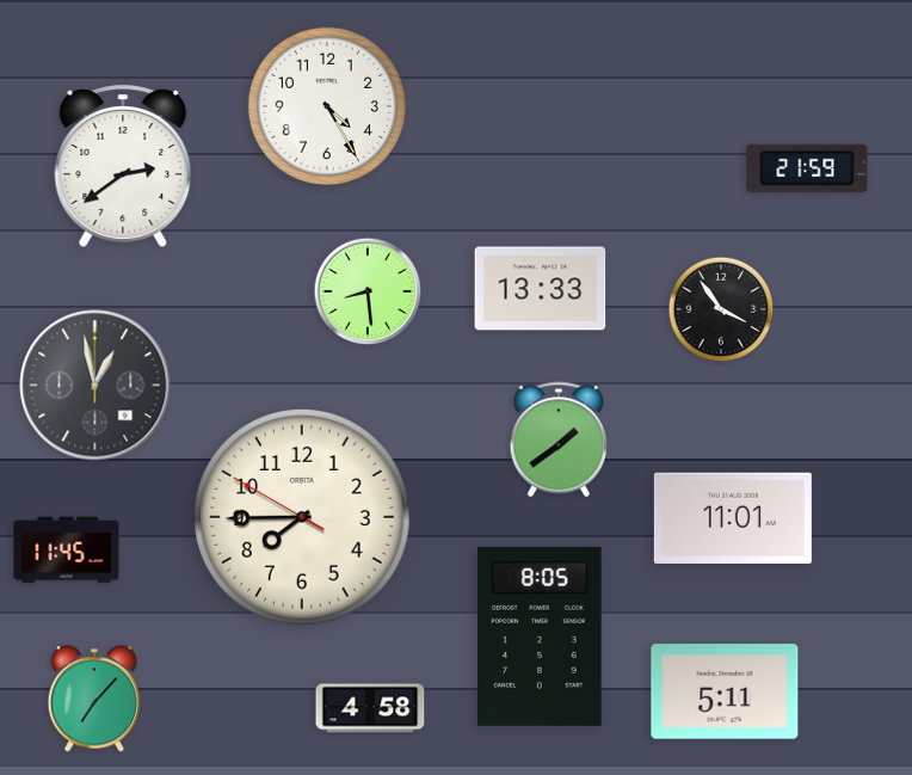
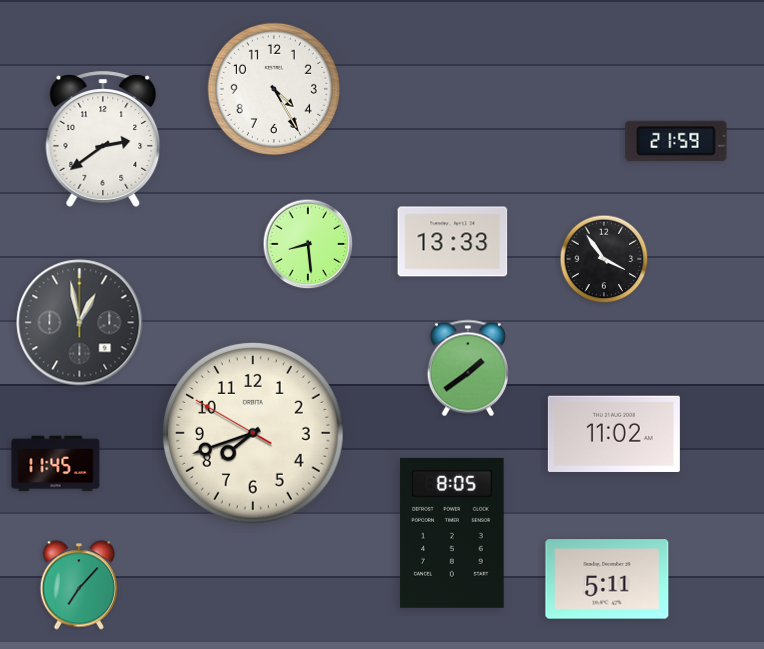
clock at (302, 517): 7:44 -> 7:41
clock at (733, 517): 11:01 -> 11:02
clock at (67, 551) position: (67, 551) -> (56, 464)
clock at (370, 708): 4:58 -> none
